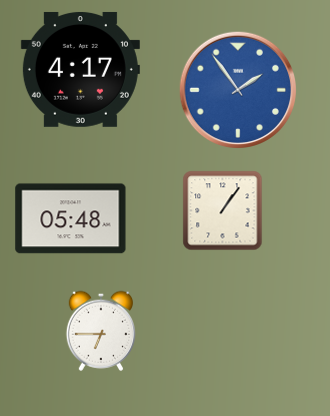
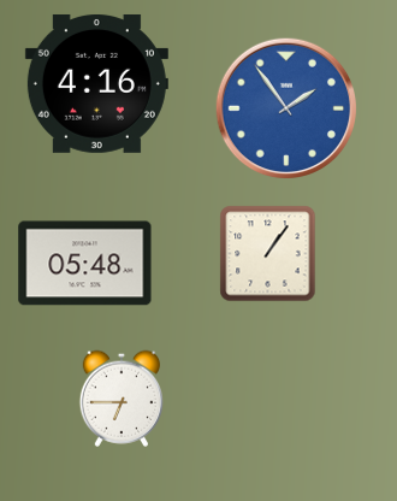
clock at (80, 69): 4:17 -> 4:16
